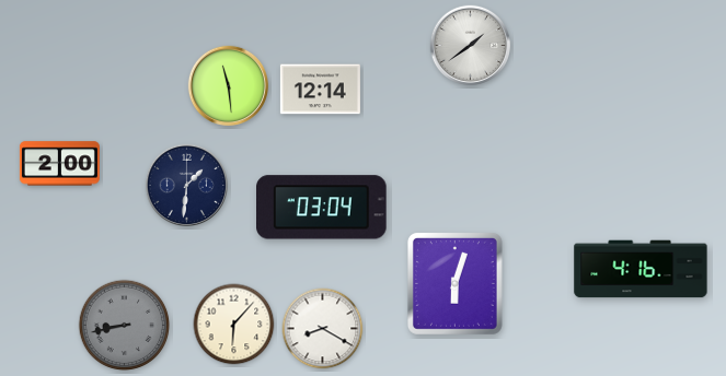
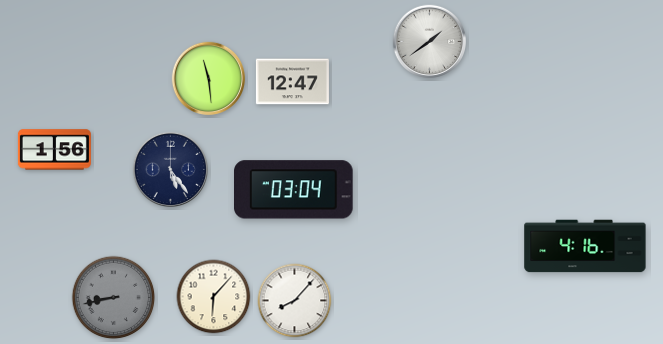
clock at (320, 90): 12:14 -> 12:47
clock at (59, 164): 2:00 -> 1:56
clock at (186, 185): 1:31 -> 5:24
clock at (454, 283): 6:03 -> none
clock at (323, 329): 8:20 -> 8:07
